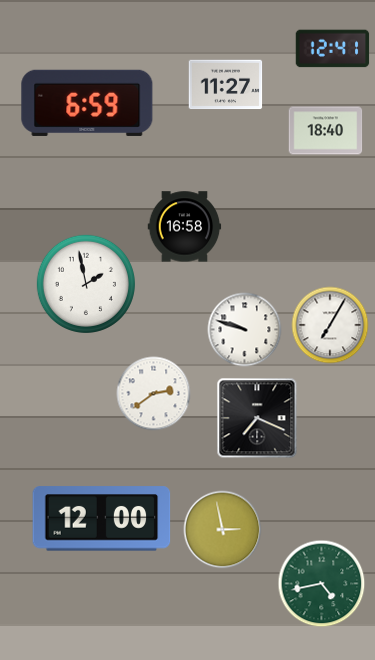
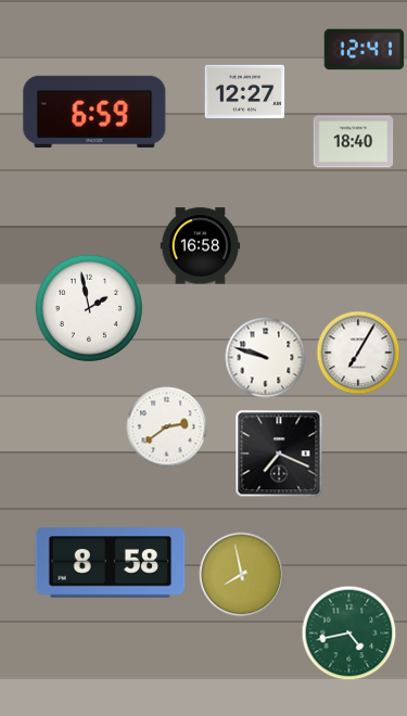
clock at (333, 49) position: (333, 49) -> (365, 50)
clock at (226, 85): 11:27 -> 12:27
clock at (86, 284) position: (86, 284) -> (89, 308)
clock at (102, 519): 12:00 -> 8:58
clock at (223, 530): 2:58 -> 7:58
